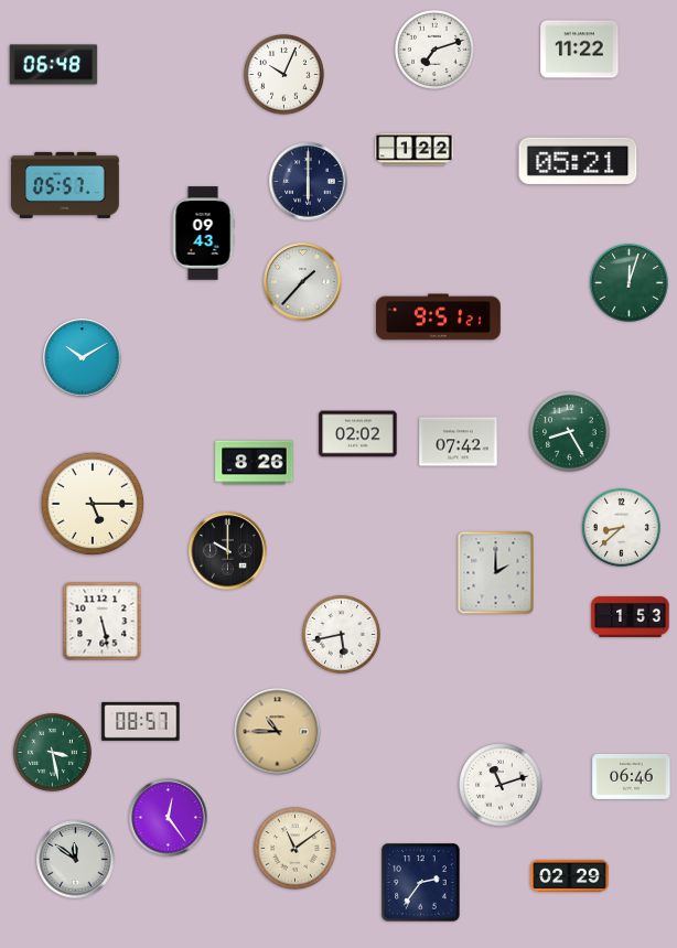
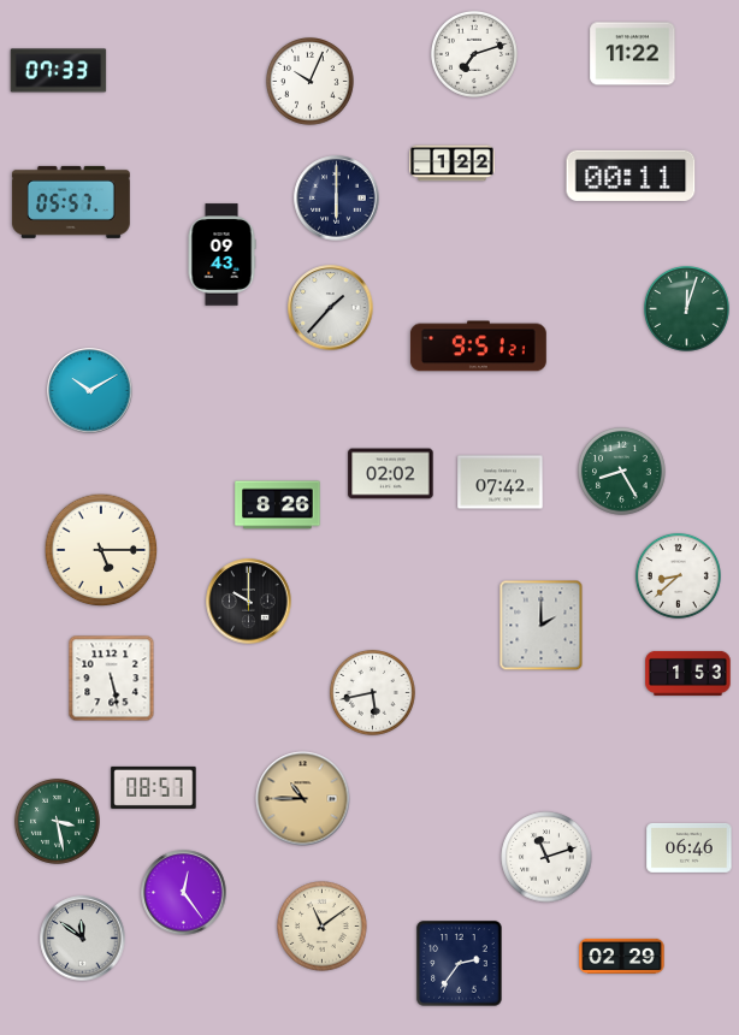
clock at (54, 65): 06:48 -> 07:33
clock at (578, 161): 05:21 -> 00:11
